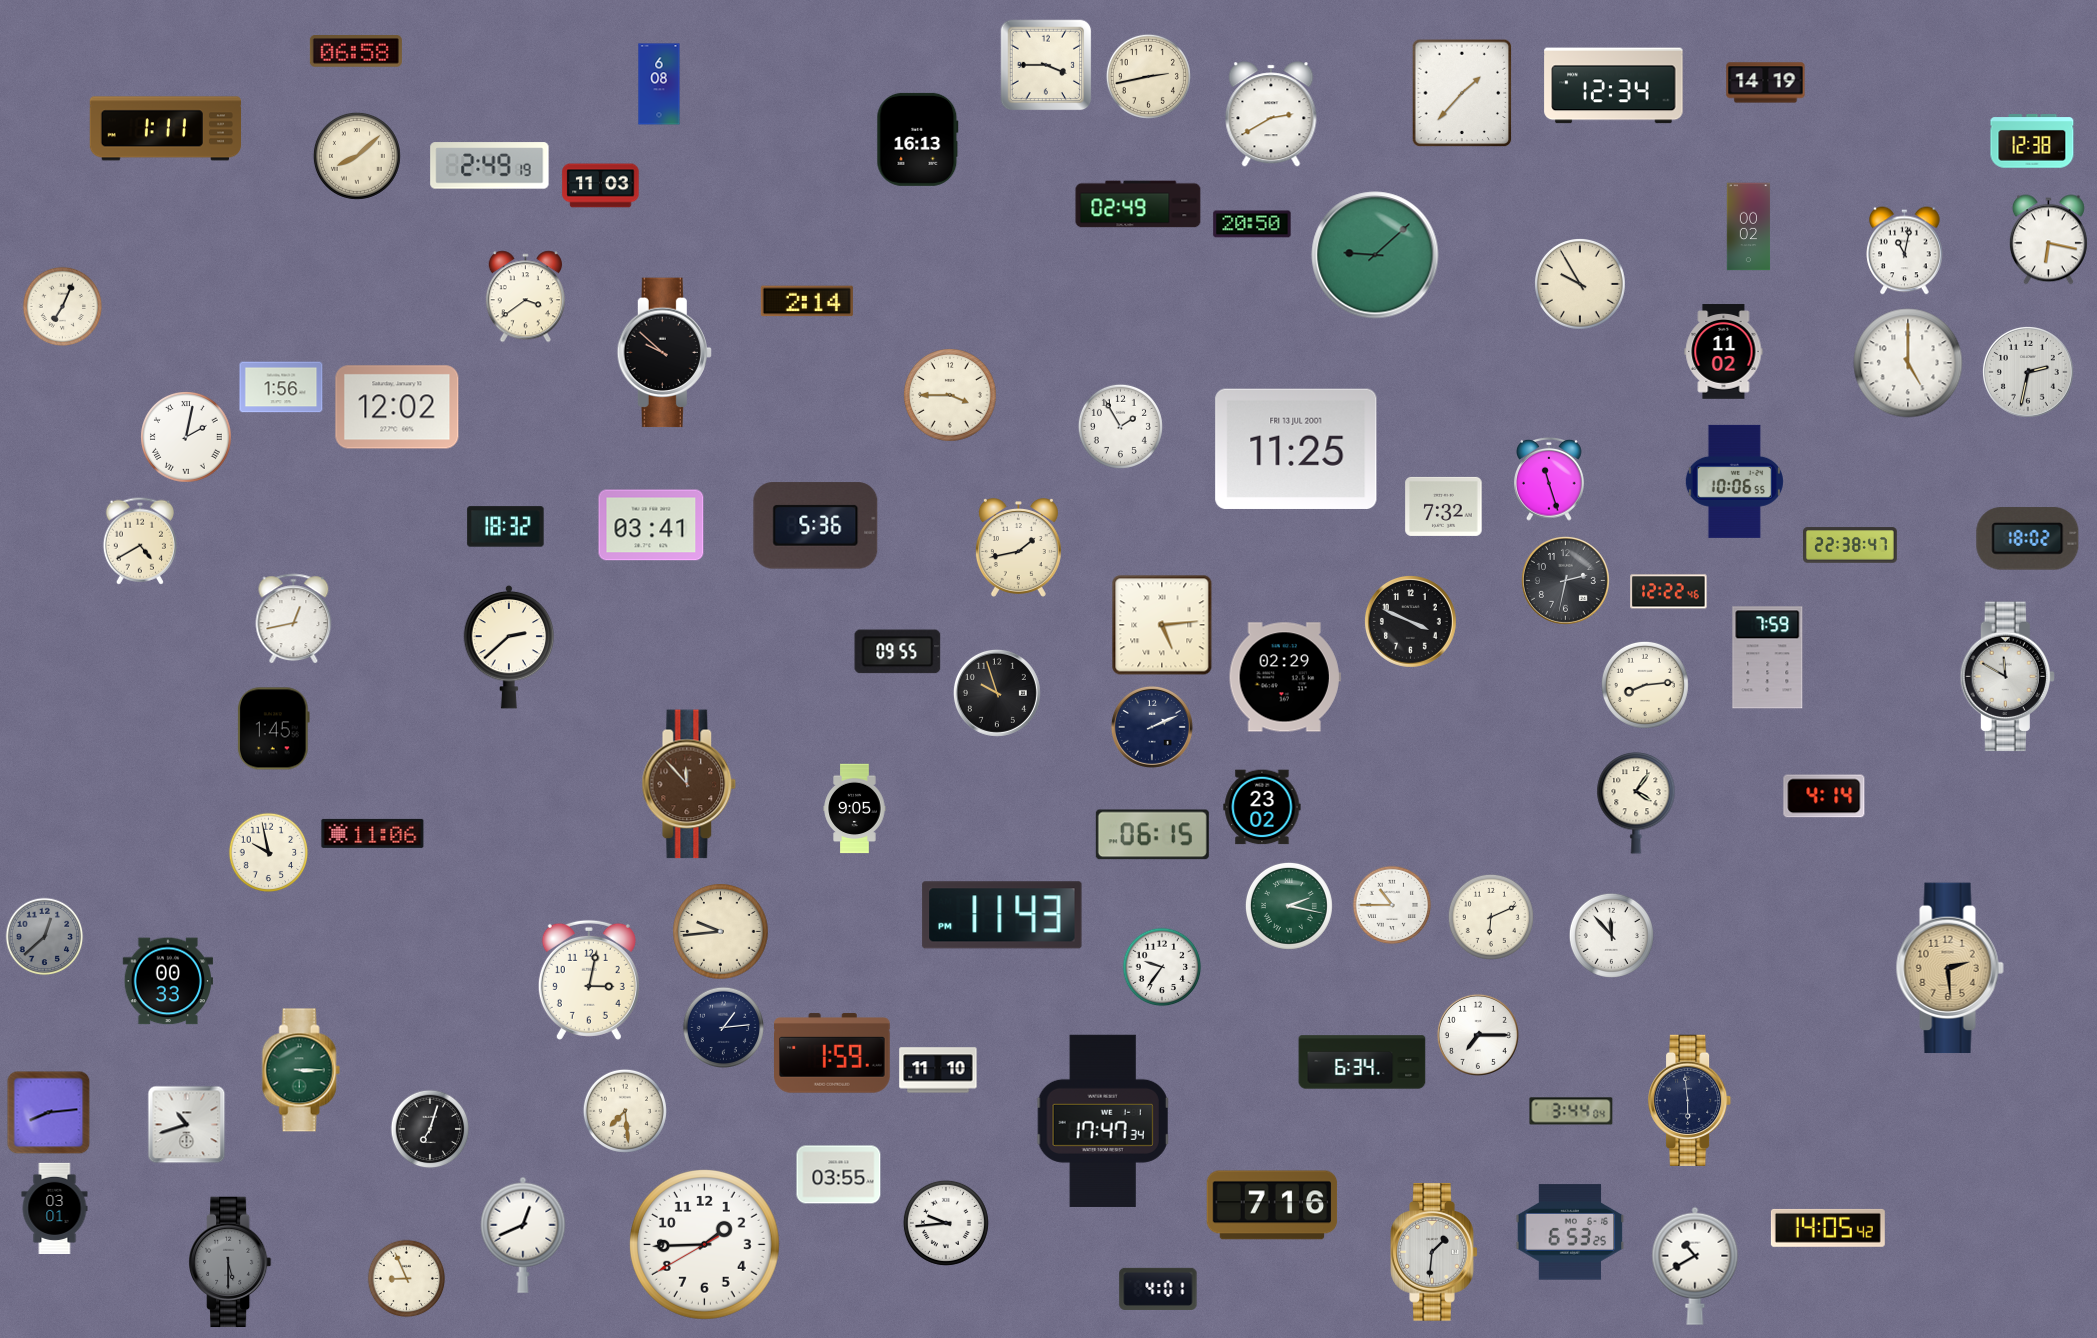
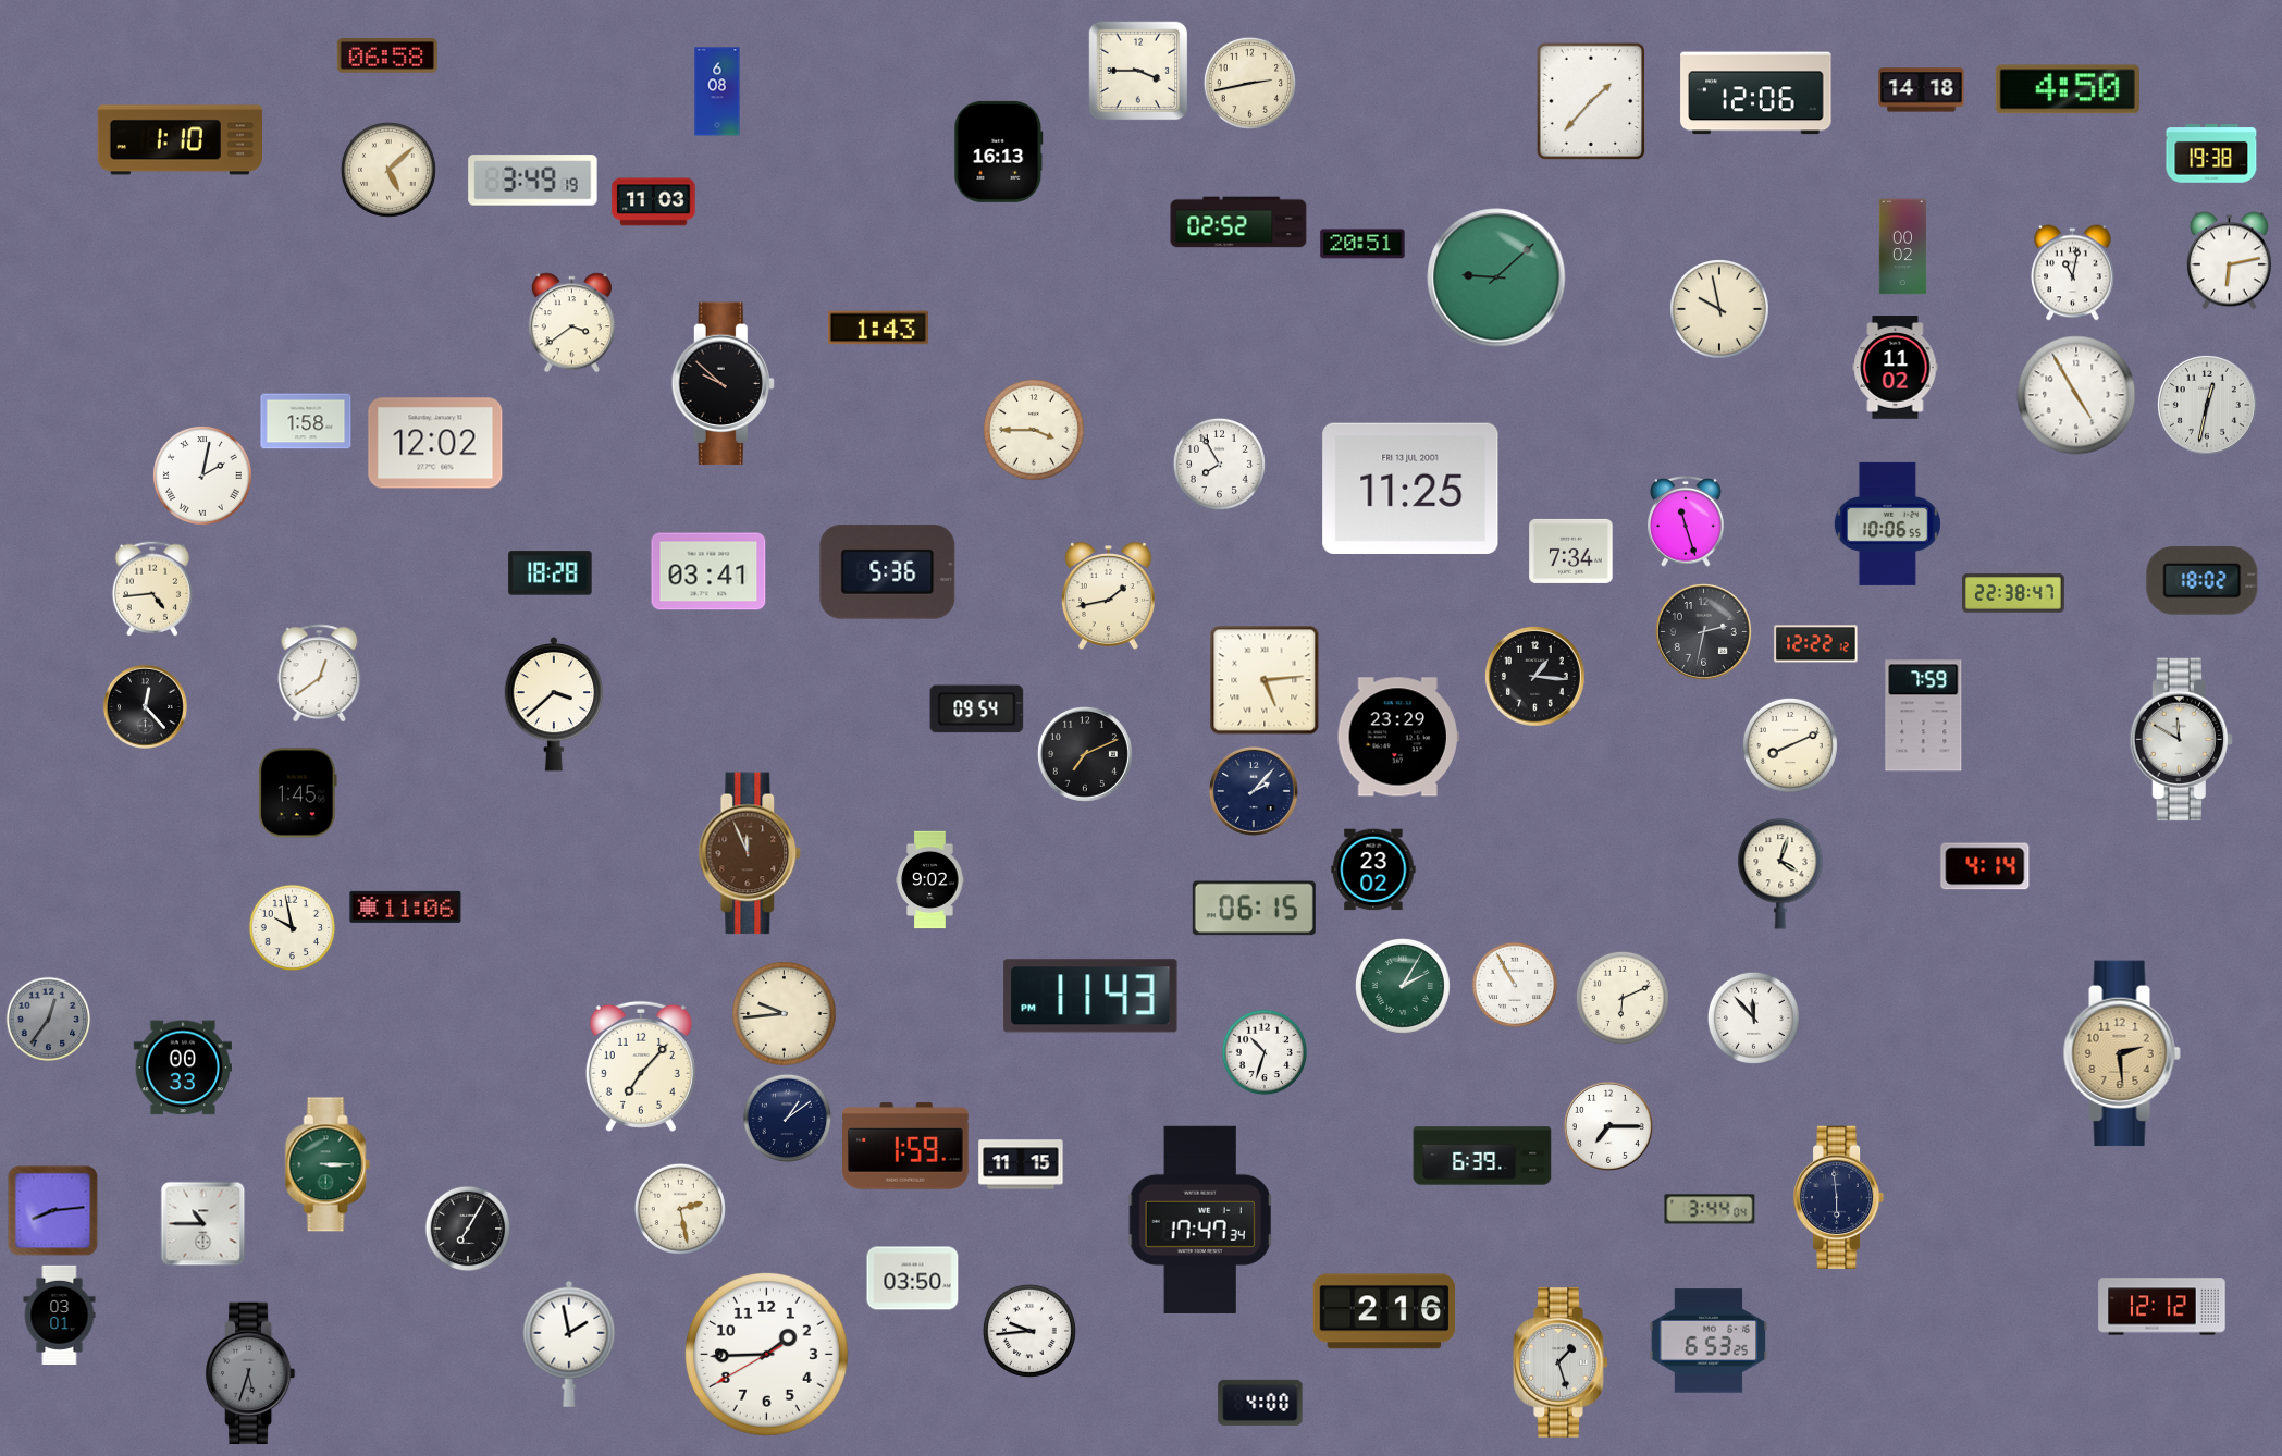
clock at (2068, 89): none -> 4:50
clock at (1766, 83): 14:19 -> 14:18
clock at (1614, 86): 12:34 -> 12:06
clock at (1271, 114): 2:40 -> none
clock at (165, 129): 1:11 -> 1:10
clock at (2032, 141): 12:38 -> 19:38
clock at (357, 156): 8:08 -> 5:08
clock at (490, 166): 2:49 -> 3:49
clock at (1138, 204): 02:49 -> 02:52
clock at (1252, 224): 20:50 -> 20:51
clock at (2048, 240): 6:17 -> 6:13
clock at (1581, 285): 9:55 -> 9:58
clock at (807, 301): 2:14 -> 1:43
clock at (63, 307): 7:04 -> none
clock at (1724, 352) position: (1724, 352) -> (1896, 368)
clock at (1908, 363): 5:00 -> 4:55
clock at (2028, 372): 2:32 -> 12:32
clock at (281, 387): 1:56 -> 1:58
clock at (397, 407) position: (397, 407) -> (435, 443)
clock at (1120, 426): 1:55 -> 7:55
clock at (1444, 506): 7:32 -> 7:34
clock at (506, 527): 18:32 -> 18:28
clock at (2028, 539) position: (2028, 539) -> (2203, 581)
clock at (140, 541): 4:40 -> 4:44
clock at (1669, 592): 12:22:46 -> 12:22:12
clock at (294, 619): 12:43 -> 12:39
clock at (1410, 621): 3:49 -> 1:16
clock at (509, 647): 2:38 -> 3:38
clock at (145, 706): none -> 12:23
clock at (898, 652): 09:55 -> 09:54
clock at (1285, 677): 02:29 -> 23:29
clock at (2007, 677) position: (2007, 677) -> (2181, 740)
clock at (1645, 685): 8:14 -> 8:11
clock at (997, 693): 9:57 -> 7:11
clock at (1152, 727): 2:11 -> 2:07
clock at (689, 784): 11:53 -> 11:56
clock at (1636, 803): 4:06 -> 4:03
clock at (1262, 807) position: (1262, 807) -> (1373, 869)
clock at (855, 809): 9:05 -> 9:02
clock at (1392, 905): 10:45 -> 10:55
clock at (1289, 906): 2:17 -> 2:05
clock at (45, 937): 12:38 -> 12:36
clock at (1162, 967): 9:36 -> 10:33
clock at (589, 980): 3:02 -> 7:07
clock at (723, 1027): 1:14 -> 1:09
clock at (1362, 1062): 6:34 -> 6:39
clock at (938, 1070): 11:10 -> 11:15
clock at (625, 1111): 7:29 -> 2:28
clock at (187, 1125): 10:42 -> 10:45
clock at (430, 1129): 7:03 -> 7:05
clock at (839, 1175): 03:55 -> 03:50
clock at (2162, 1307): none -> 12:12
clock at (1272, 1205): 7:16 -> 2:16
clock at (1828, 1228): 14:05 -> none
clock at (523, 1235): 12:41 -> 1:58
clock at (1434, 1252): 1:31 -> 1:27
clock at (231, 1262): 5:30 -> 5:33
clock at (1695, 1266): 10:40 -> none
clock at (407, 1279): 8:56 -> none
clock at (1158, 1289): 4:01 -> 4:00
